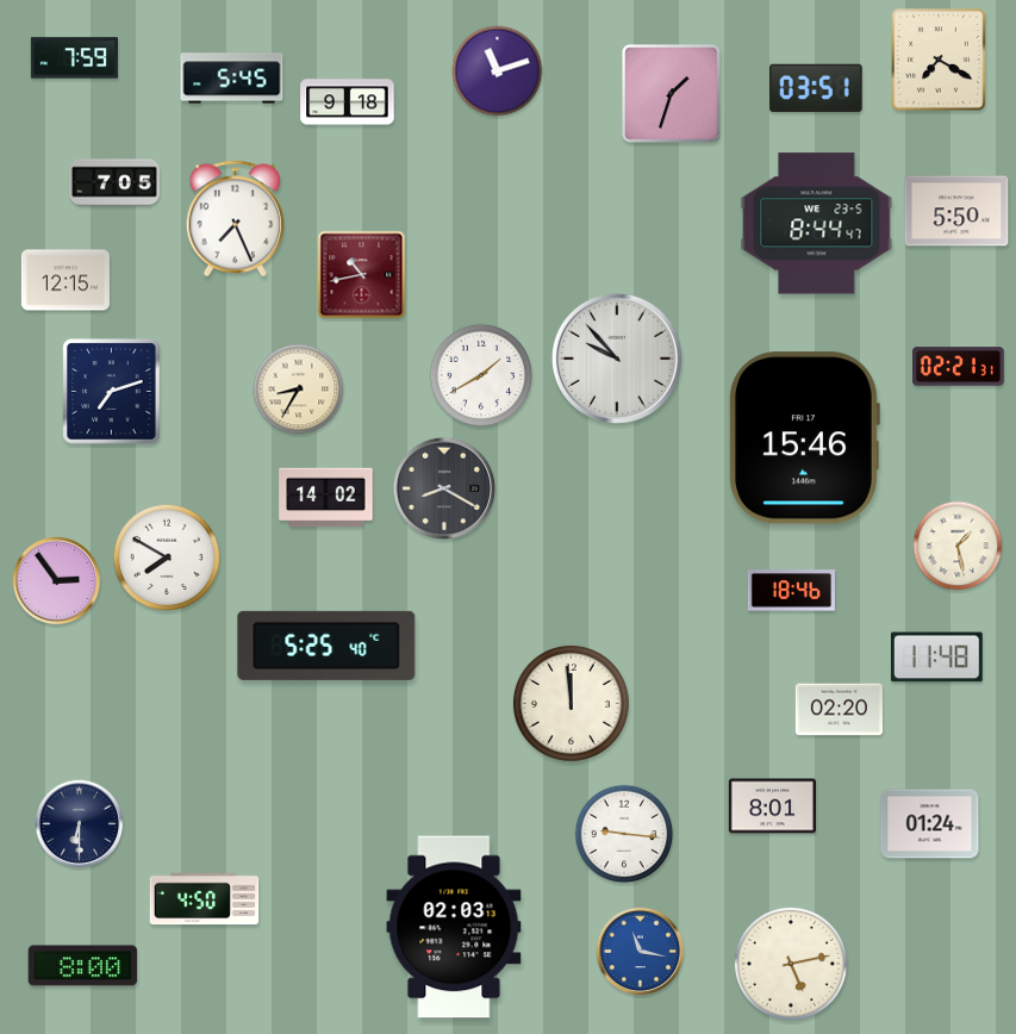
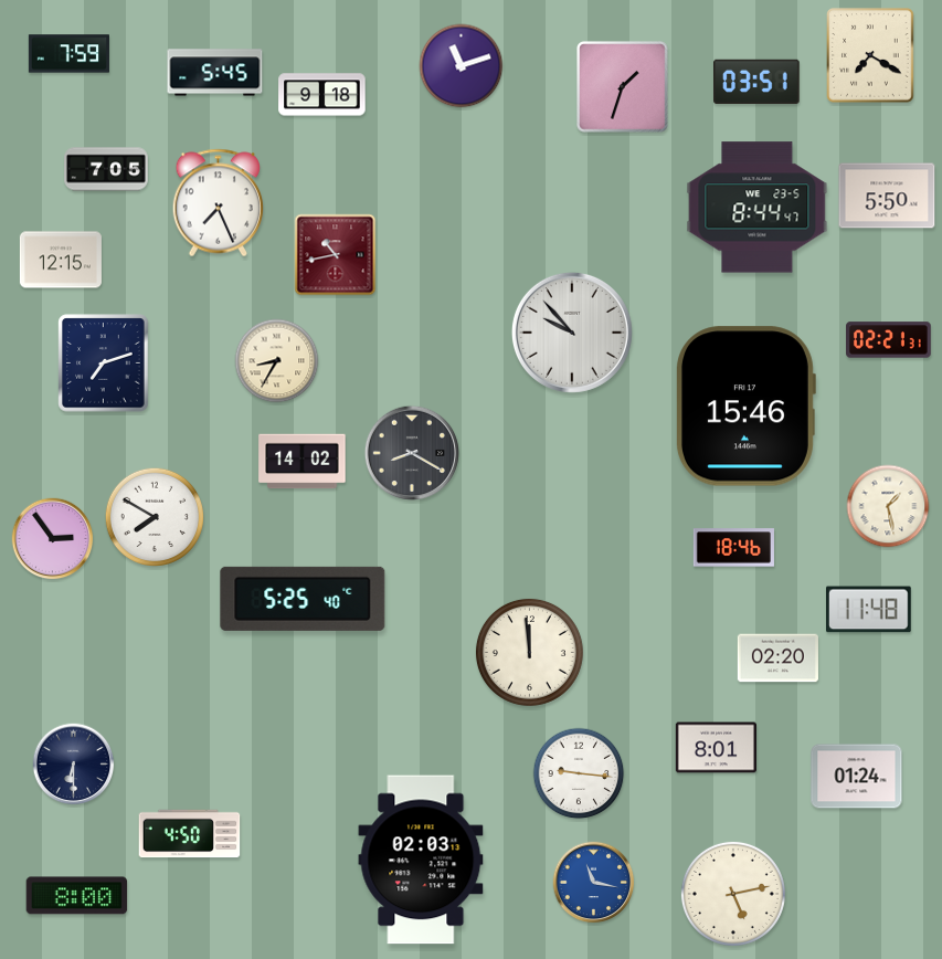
clock at (481, 375): 1:40 -> none
clock at (930, 824) position: (930, 824) -> (857, 777)
